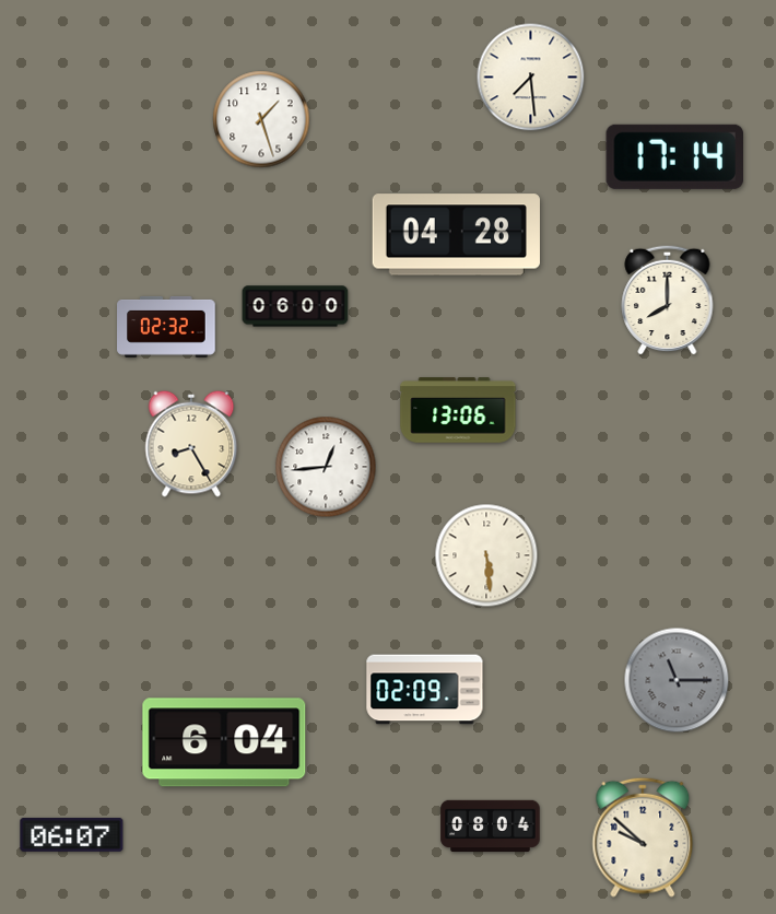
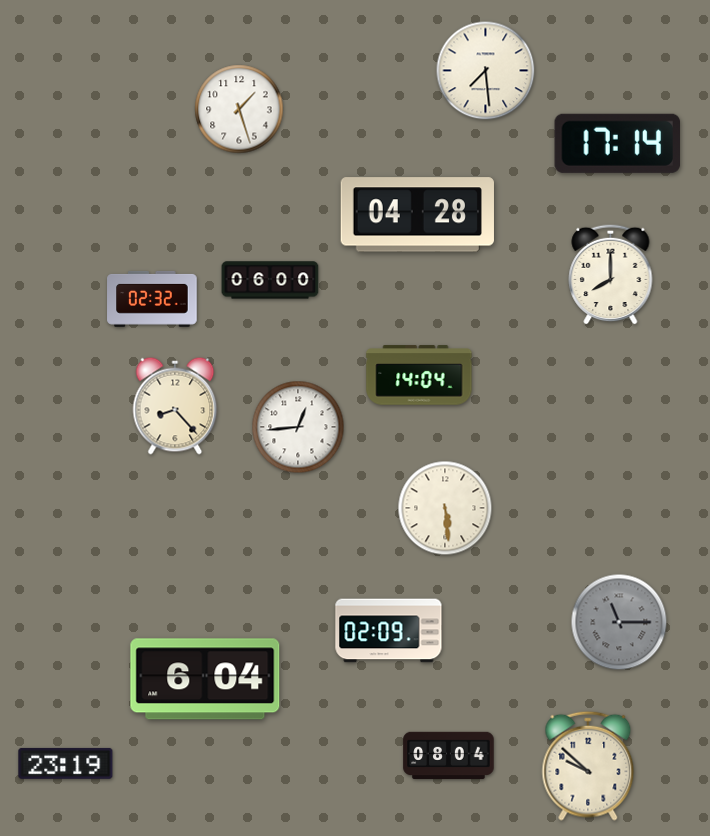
clock at (458, 410): 13:06 -> 14:04
clock at (191, 444): 8:25 -> 8:23
clock at (72, 834): 06:07 -> 23:19
